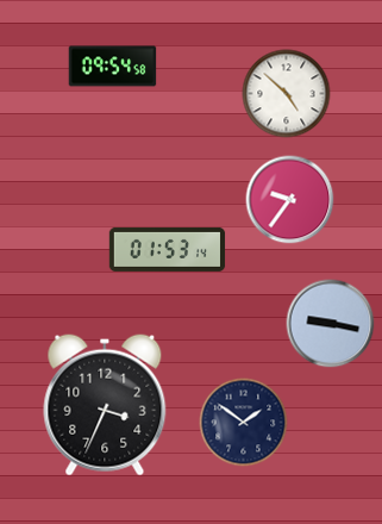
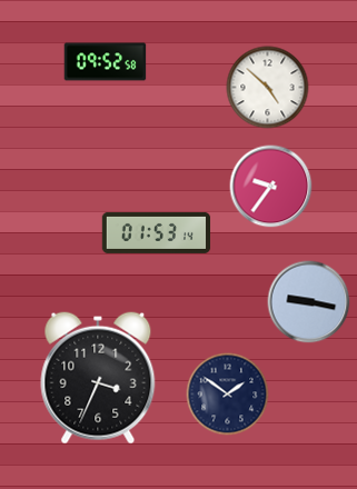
clock at (113, 67): 09:54 -> 09:52
